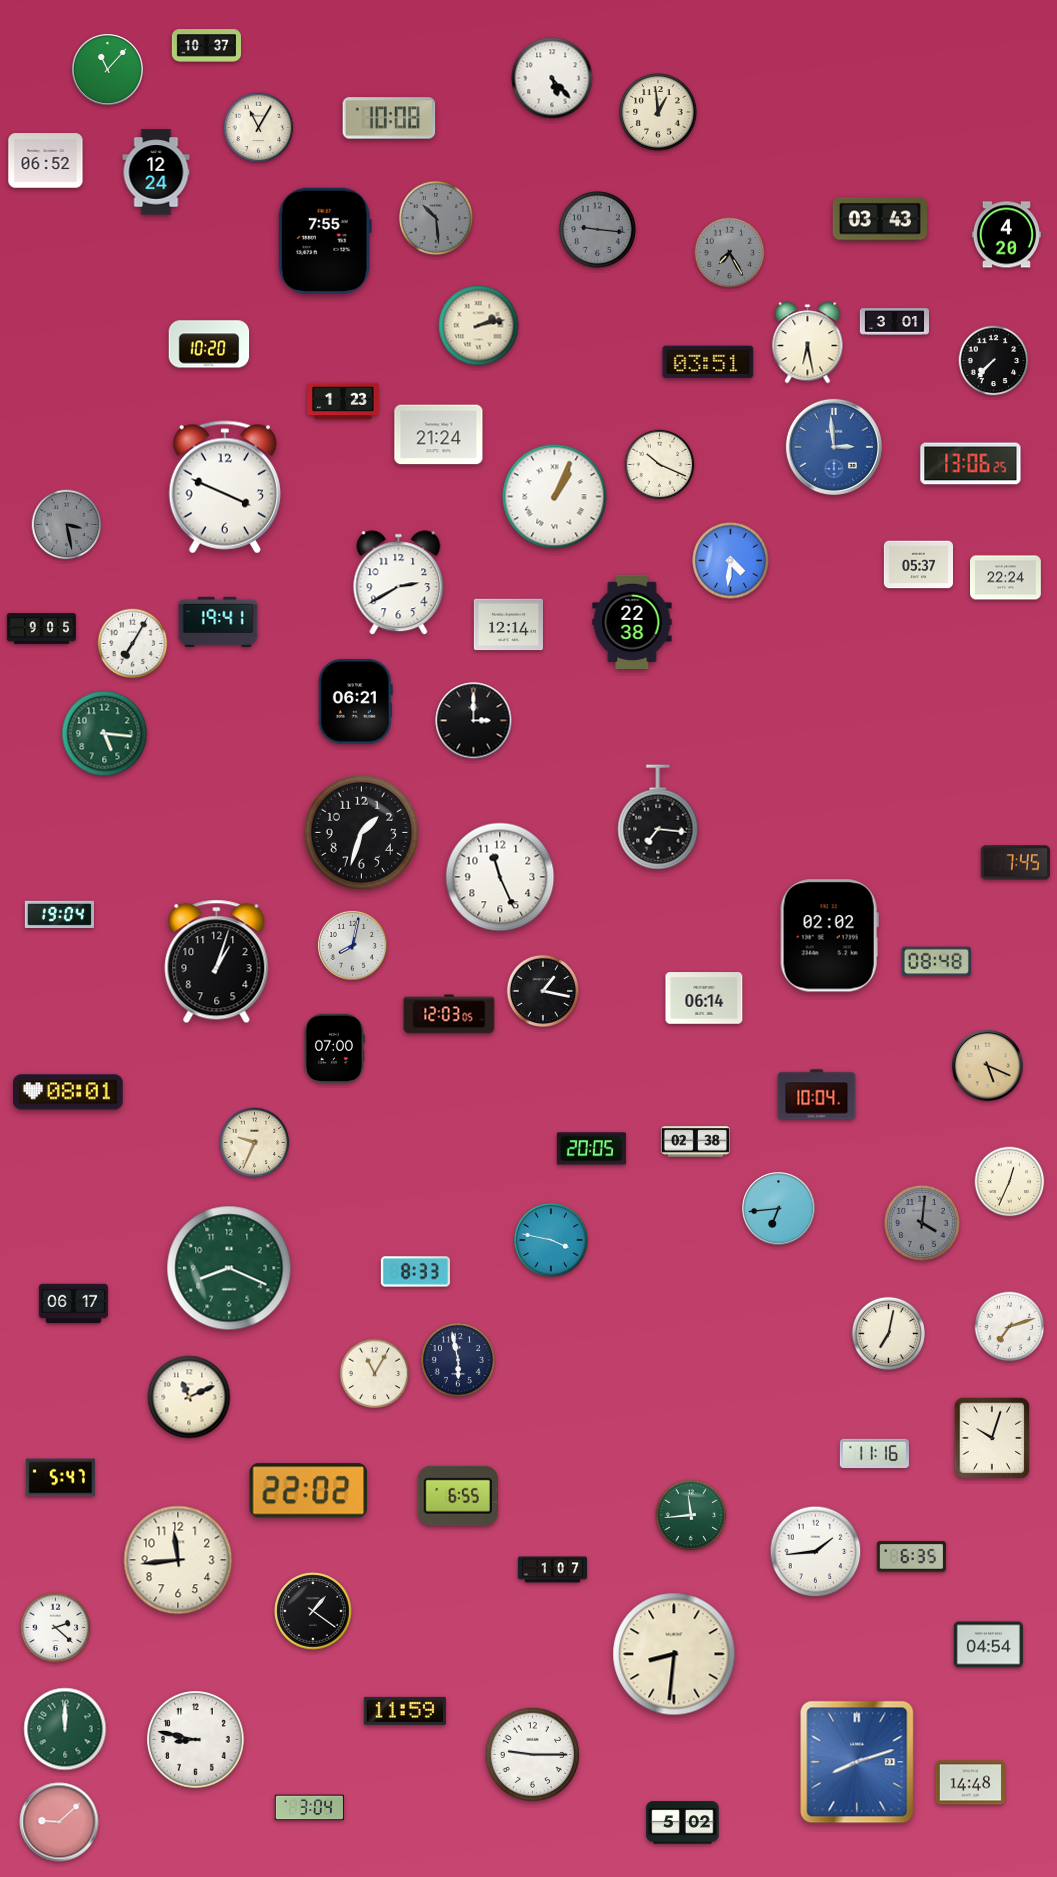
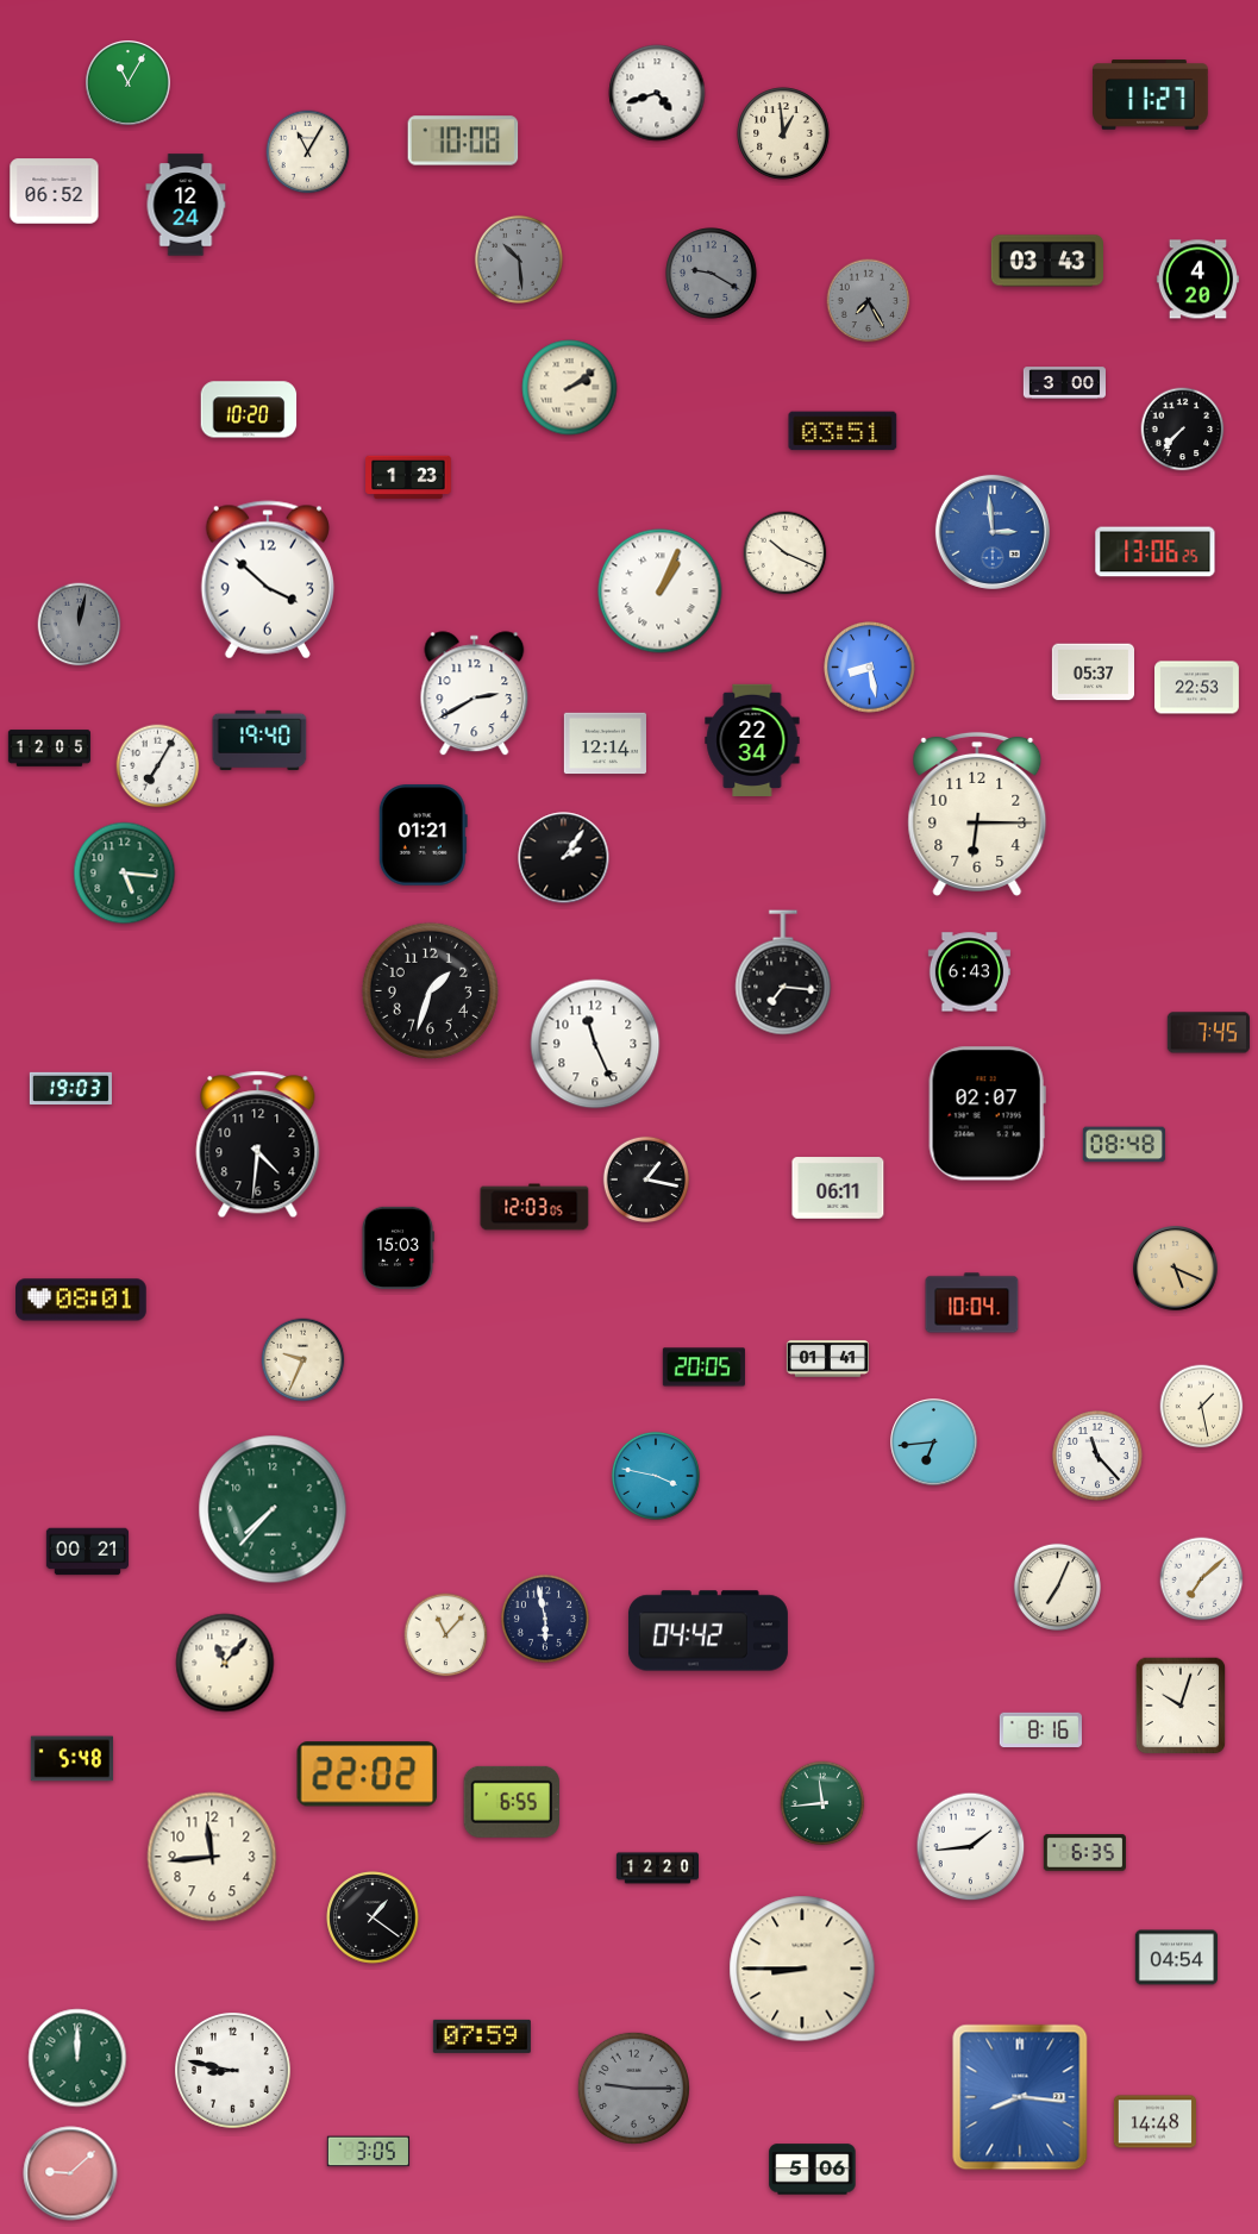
clock at (206, 46): 10:37 -> none
clock at (108, 70): 11:07 -> 11:05
clock at (552, 78): 5:23 -> 4:42
clock at (1151, 95): none -> 11:27
clock at (598, 230): 9:16 -> 9:20
clock at (325, 240): 7:55 -> none
clock at (894, 322): 3:01 -> 3:00
clock at (479, 326): 2:13 -> 2:09
clock at (808, 343): 6:28 -> none
clock at (439, 435): 21:24 -> none
clock at (225, 487): 3:49 -> 3:52
clock at (67, 525): 3:28 -> 12:02
clock at (731, 561): 4:31 -> 8:28
clock at (1006, 578): 22:24 -> 22:53
clock at (632, 621): 22:38 -> 22:34
clock at (218, 622): 19:41 -> 19:40
clock at (41, 629): 9:05 -> 12:05
clock at (977, 814): none -> 6:15
clock at (355, 702): 06:21 -> 01:21
clock at (474, 721): 3:00 -> 2:06
clock at (969, 972): none -> 6:43
clock at (1015, 863) position: (1015, 863) -> (1208, 1033)
clock at (59, 914): 19:04 -> 19:03
clock at (829, 936): 02:02 -> 02:07
clock at (352, 945): 8:02 -> none
clock at (217, 962): 1:03 -> 4:31
clock at (936, 962) position: (936, 962) -> (1124, 1145)
clock at (704, 998): 06:14 -> 06:11
clock at (334, 1048): 07:00 -> 15:03
clock at (695, 1142): 02:38 -> 01:41
clock at (1010, 1182): 12:34 -> 1:28
clock at (779, 1209) position: (779, 1209) -> (934, 1443)
clock at (923, 1224): 4:01 -> 11:23
clock at (923, 1224) dial: grey -> white
clock at (229, 1268): 8:19 -> 7:37
clock at (415, 1272): 8:33 -> none
clock at (73, 1304): 06:17 -> 00:21
clock at (1010, 1327): 7:12 -> 7:08
clock at (888, 1333): 7:02 -> 7:04
clock at (708, 1631): none -> 04:42
clock at (375, 1374): 11:05 -> 11:07
clock at (189, 1397): 11:11 -> 11:07
clock at (992, 1438) position: (992, 1438) -> (1181, 1706)
clock at (874, 1454): 11:16 -> 8:16
clock at (60, 1478): 5:47 -> 5:48
clock at (457, 1496) position: (457, 1496) -> (511, 1802)
clock at (552, 1570): 1:07 -> 12:20
clock at (56, 1628): 2:22 -> none
clock at (674, 1654): 8:31 -> 8:45
clock at (405, 1711): 11:59 -> 07:59
clock at (532, 1754) dial: white -> grey
clock at (857, 1762): 8:12 -> 8:16
clock at (309, 1808): 3:04 -> 3:05
clock at (59, 1822) position: (59, 1822) -> (70, 2173)
clock at (683, 1823): 5:02 -> 5:06
